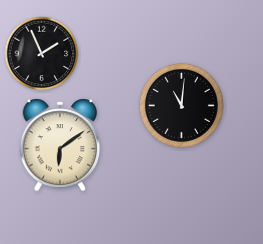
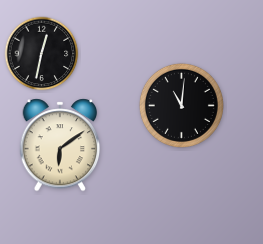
clock at (42, 54): 1:56 -> 12:32
